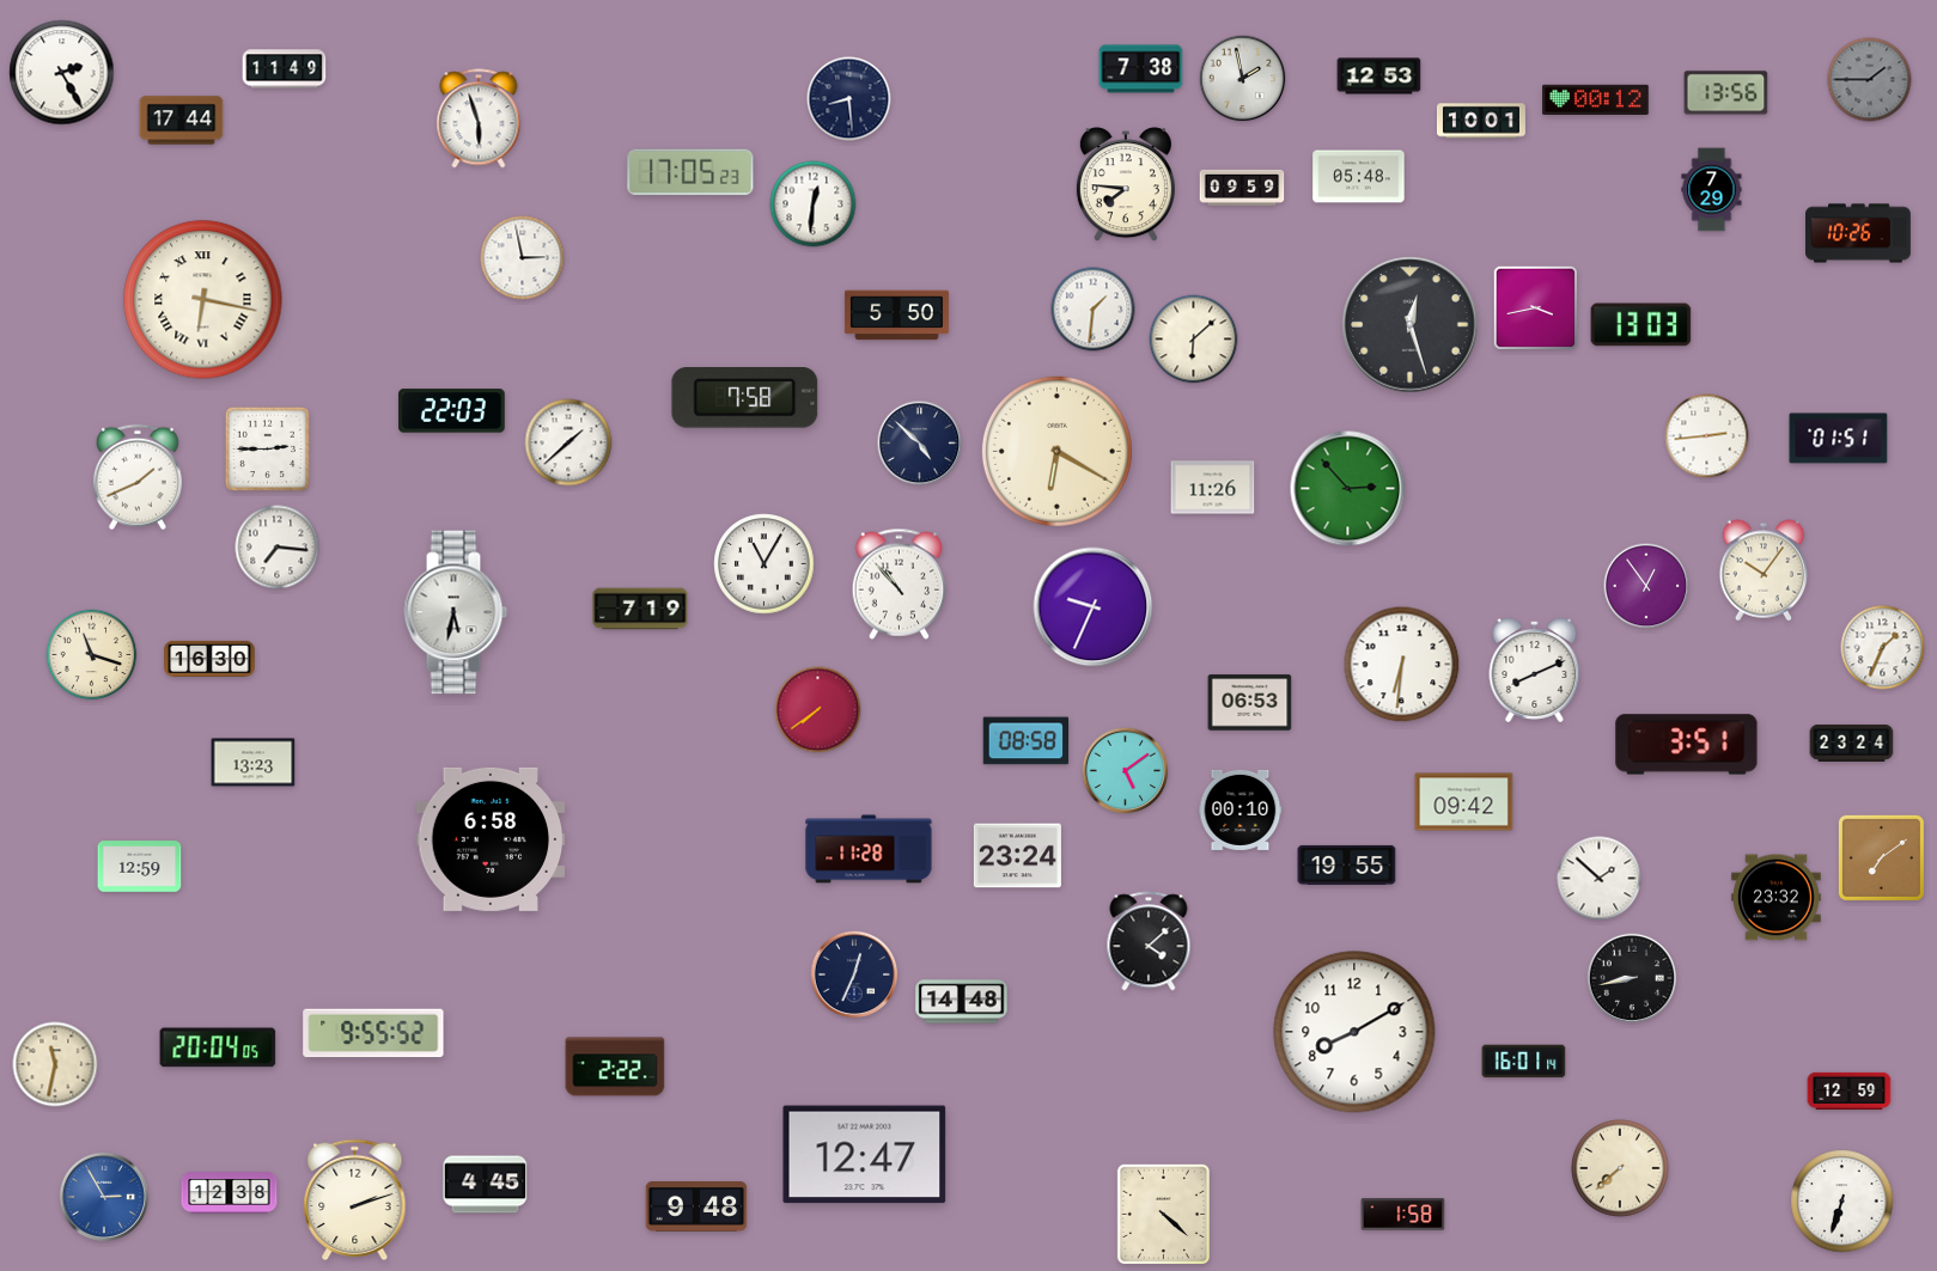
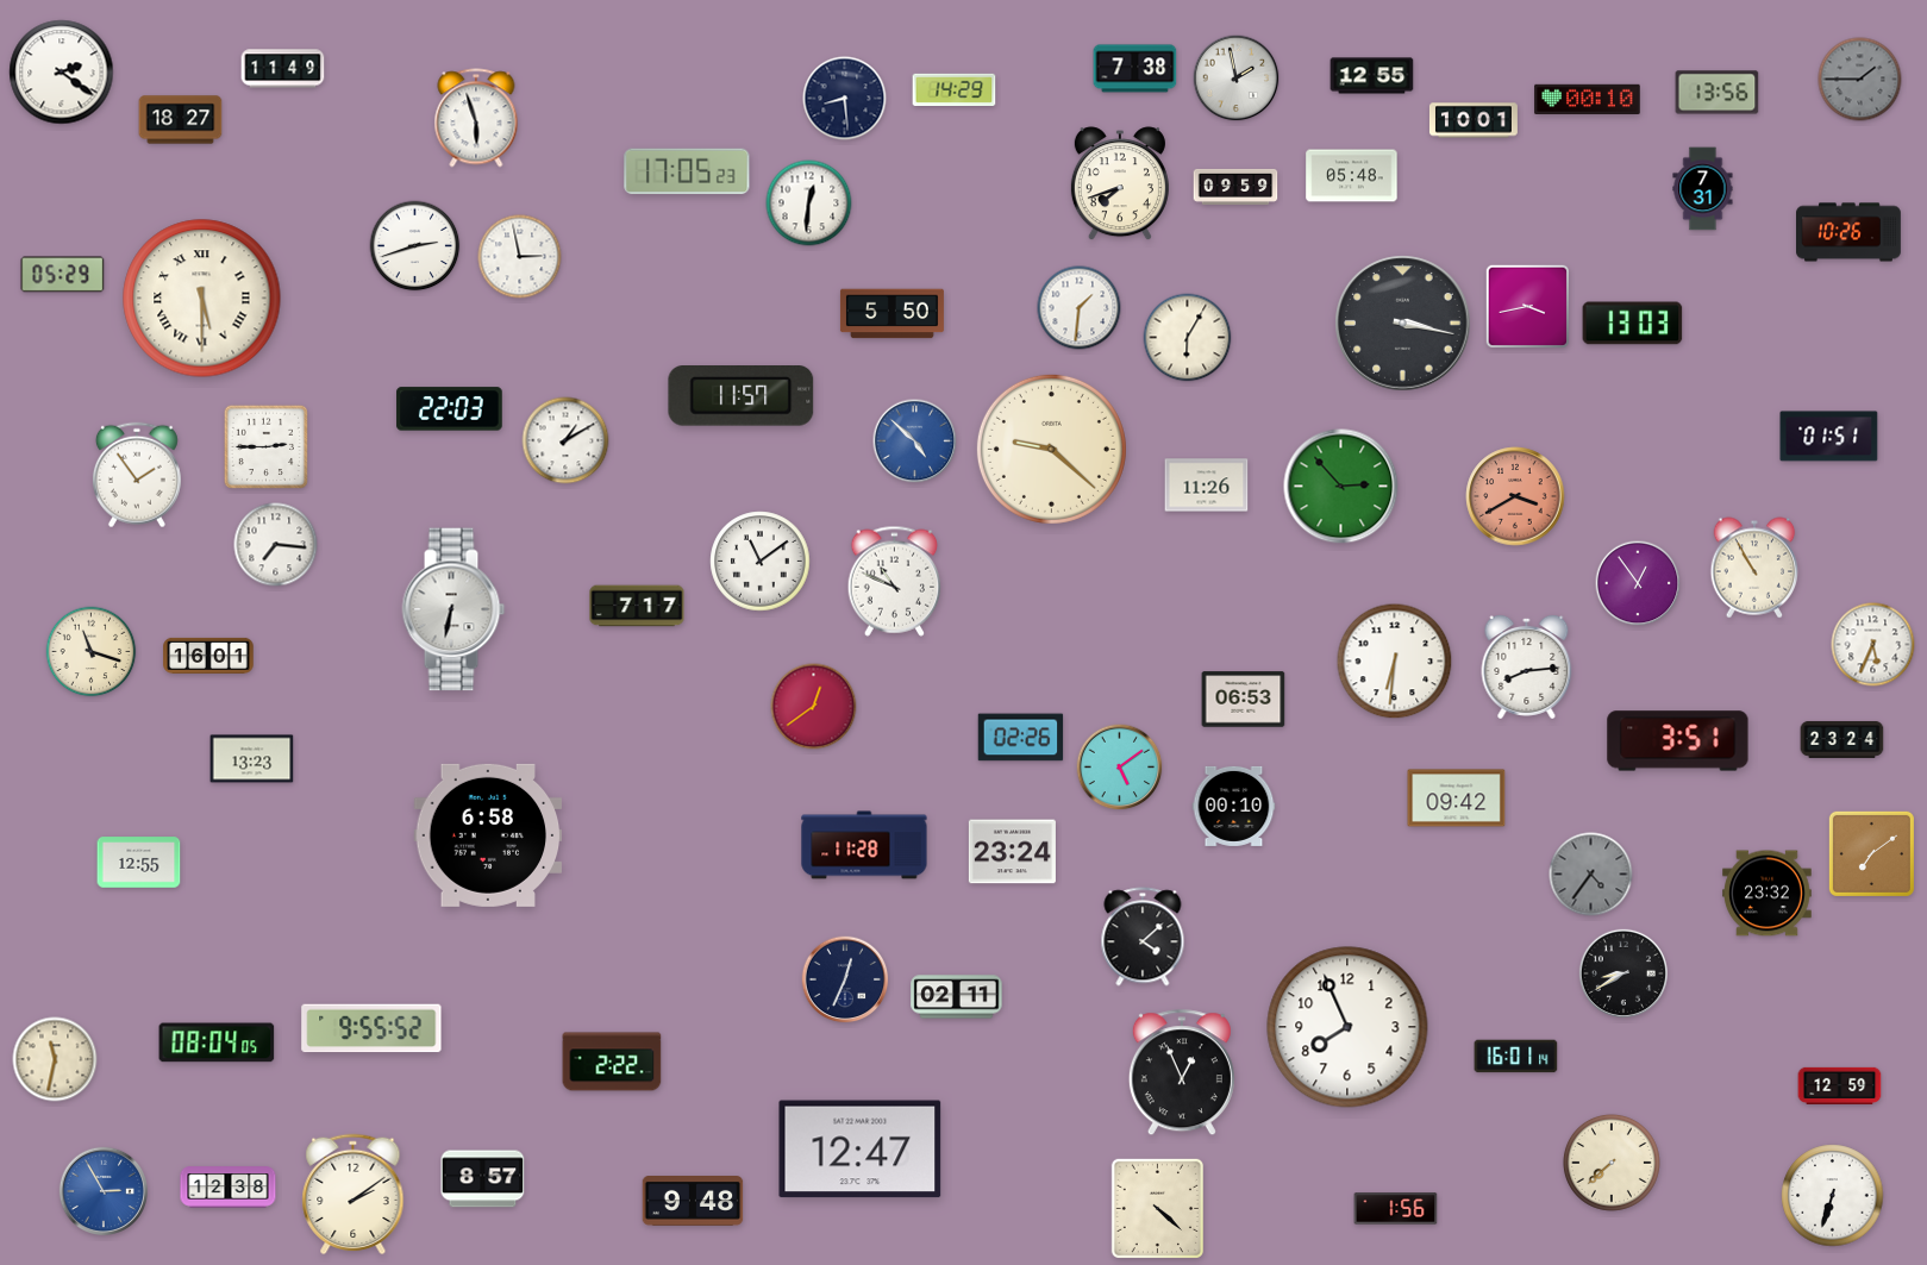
clock at (62, 73): 2:25 -> 2:21
clock at (1379, 77): 12:53 -> 12:55
clock at (955, 89): none -> 14:29
clock at (1596, 99): 00:12 -> 00:10
clock at (182, 121): 17:44 -> 18:27
clock at (1126, 185): 7:46 -> 7:42
clock at (1712, 190): 7:29 -> 7:31
clock at (415, 246): none -> 2:42
clock at (63, 275): none -> 05:29
clock at (203, 300): 6:17 -> 5:30
clock at (1094, 310) position: (1094, 310) -> (1080, 308)
clock at (1411, 325): 12:27 -> 3:17
clock at (1194, 340): 6:08 -> 6:05
clock at (745, 398): 7:58 -> 11:57
clock at (1707, 436): 2:44 -> none
clock at (568, 442): 1:38 -> 1:10
clock at (920, 444) dial: navy -> blue
clock at (1056, 451): 6:20 -> 9:22
clock at (138, 477): 1:41 -> 1:54
clock at (1515, 496): none -> 3:40
clock at (765, 564): 11:05 -> 11:09
clock at (1764, 570): 10:06 -> 10:55
clock at (900, 583): 10:53 -> 10:49
clock at (1094, 607): 9:34 -> none
clock at (640, 609): 7:19 -> 7:17
clock at (456, 612): 5:32 -> 6:32
clock at (1883, 648): 1:34 -> 5:34
clock at (209, 659): 16:30 -> 16:01
clock at (1535, 671): 8:11 -> 8:14
clock at (818, 710): 7:39 -> 12:39
clock at (1027, 741): 08:58 -> 02:26
clock at (1347, 864): 19:55 -> none
clock at (140, 867): 12:59 -> 12:55
clock at (1600, 879): 1:52 -> 4:36
clock at (1600, 879) dial: white -> grey
clock at (854, 974) position: (854, 974) -> (845, 979)
clock at (1631, 977): 8:43 -> 8:40
clock at (962, 1002): 14:48 -> 02:11
clock at (1354, 1032): 8:10 -> 7:56
clock at (218, 1047): 20:04 -> 08:04
clock at (1182, 1073): none -> 12:56
clock at (486, 1185): 4:45 -> 8:57
clock at (355, 1200): 2:12 -> 2:09
clock at (1403, 1215): 1:58 -> 1:56
